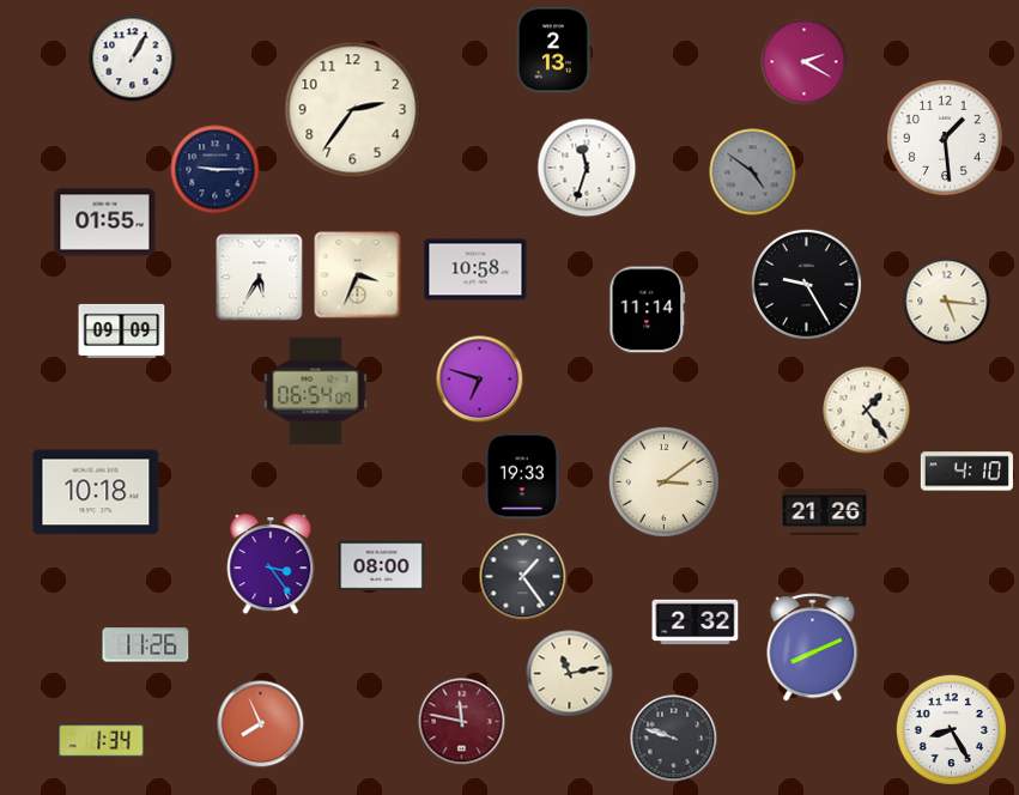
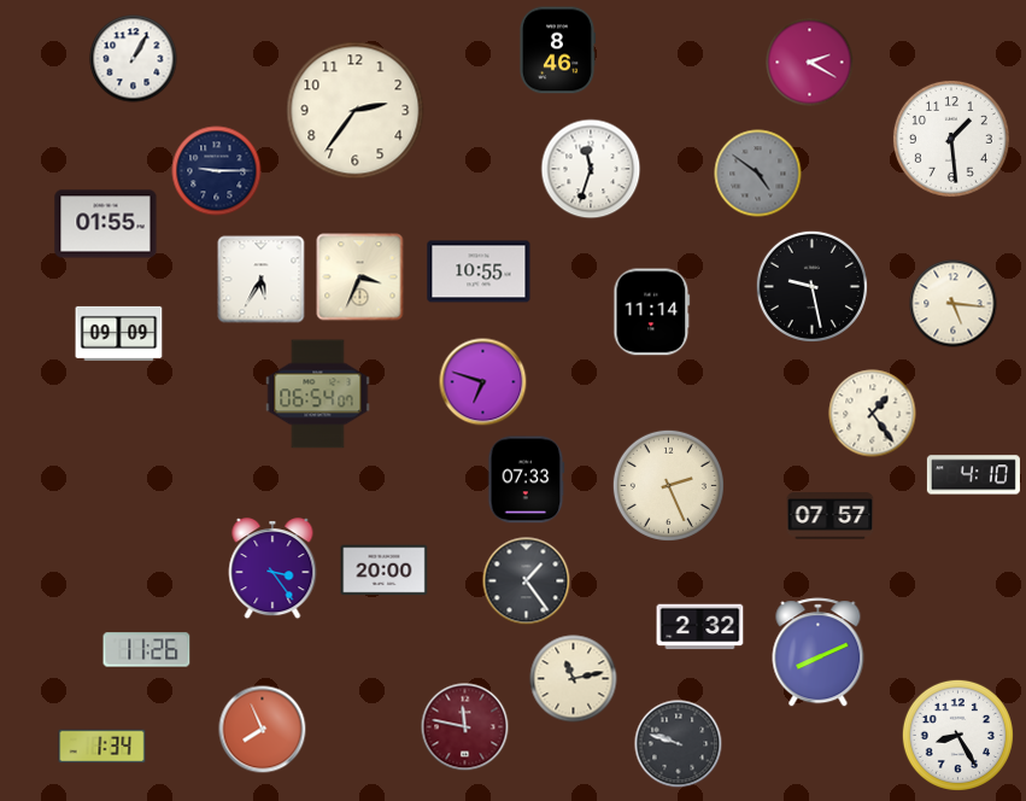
clock at (553, 50): 2:13 -> 8:46
clock at (475, 269): 10:58 -> 10:55
clock at (806, 284): 9:25 -> 9:28
clock at (122, 330) position: (122, 330) -> (119, 333)
clock at (523, 477): 19:33 -> 07:33
clock at (663, 481): 3:09 -> 2:26
clock at (96, 492): 10:18 -> none
clock at (825, 512): 21:26 -> 07:57
clock at (382, 566): 08:00 -> 20:00
